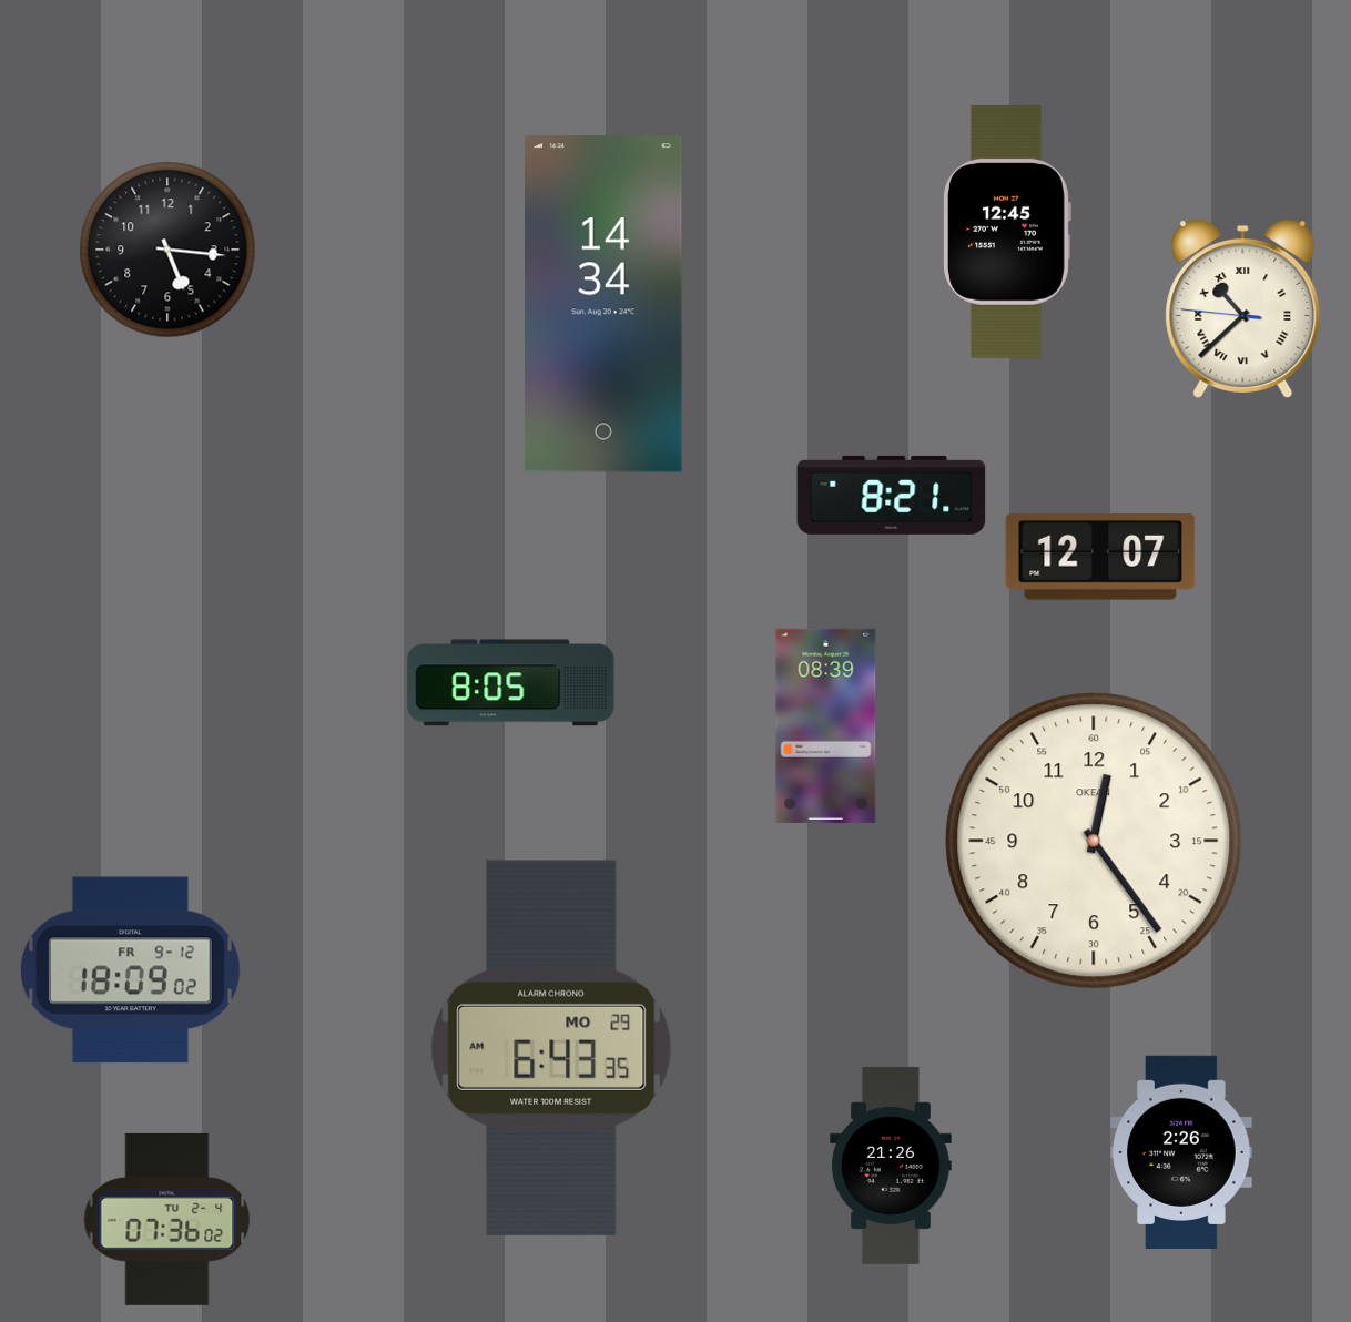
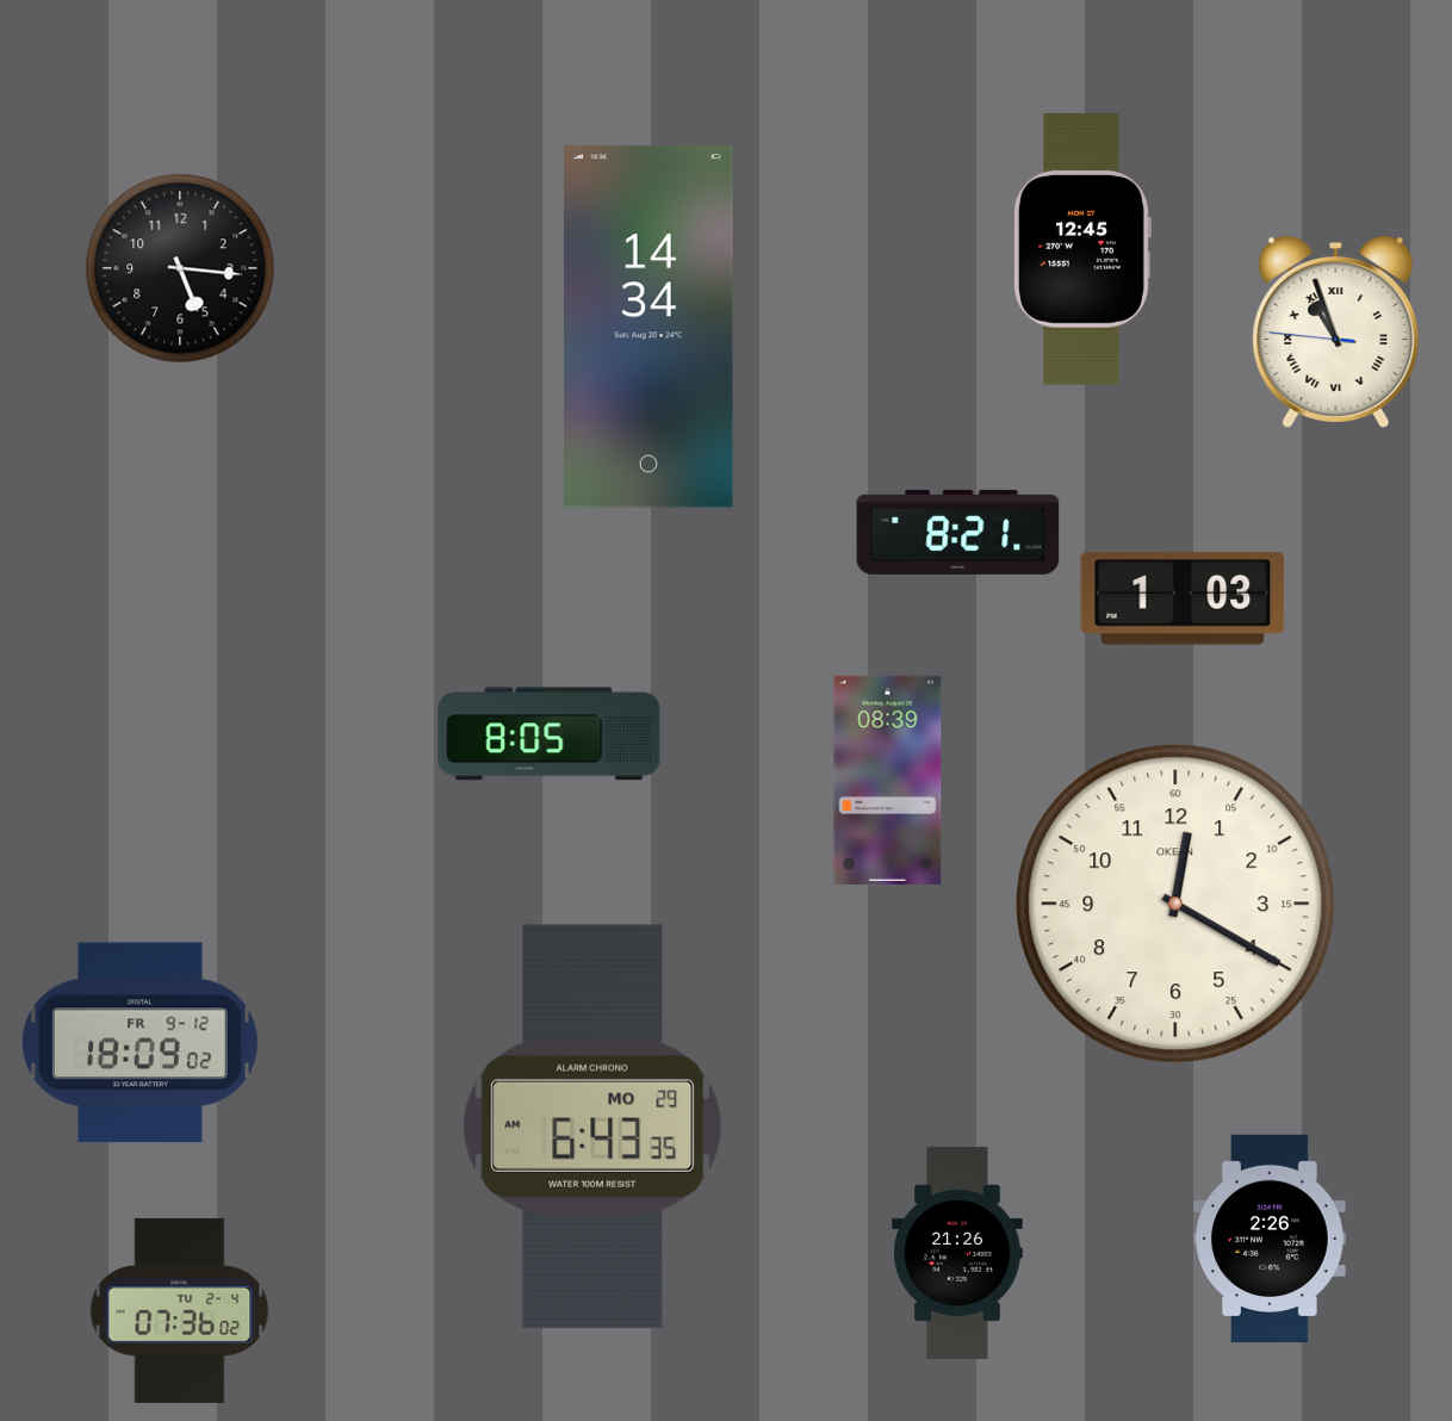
clock at (1243, 308): 10:37 -> 10:56
clock at (1100, 557): 12:07 -> 1:03
clock at (1094, 841): 12:24 -> 12:20
